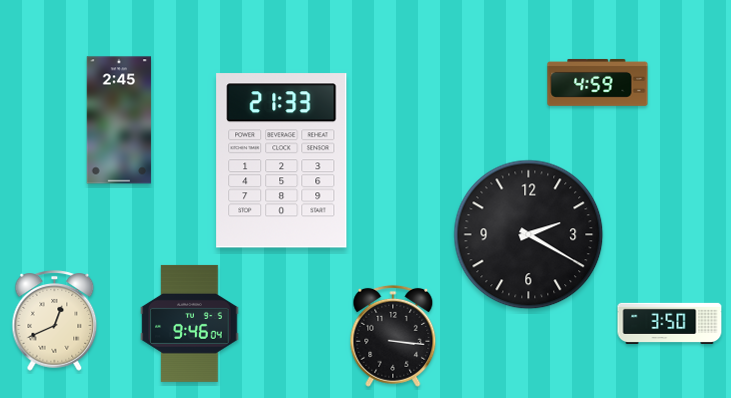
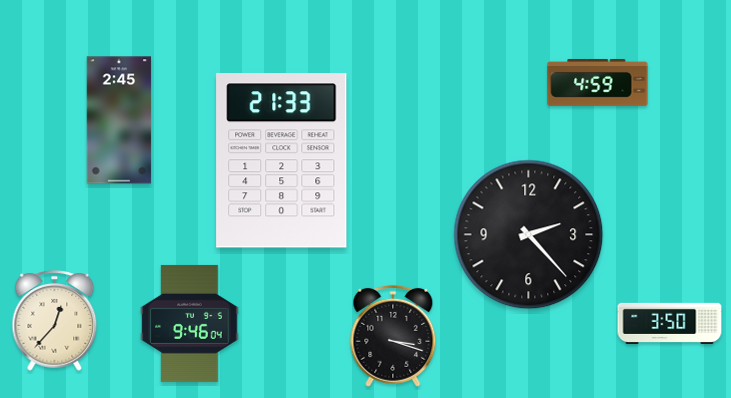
clock at (529, 235): 2:20 -> 2:23
clock at (55, 321): 12:41 -> 12:37
clock at (393, 336): 3:16 -> 3:18
